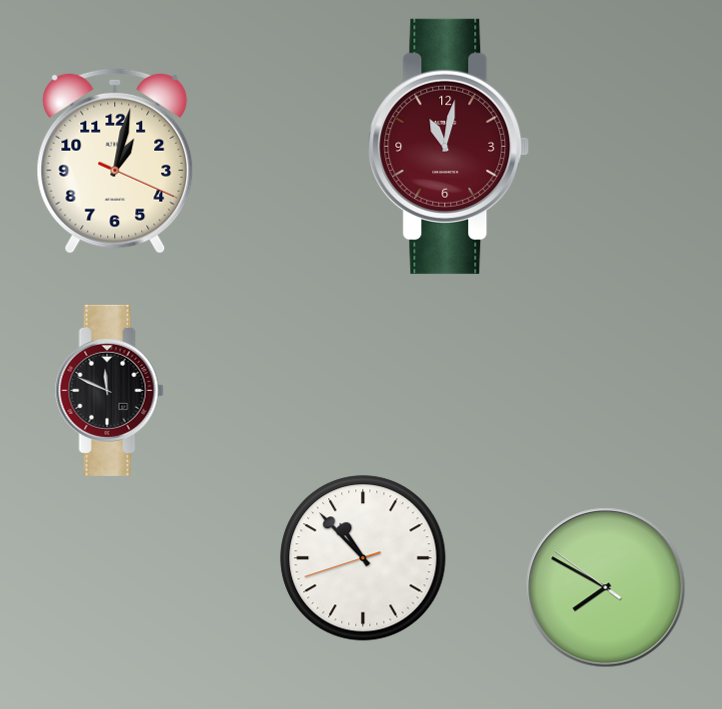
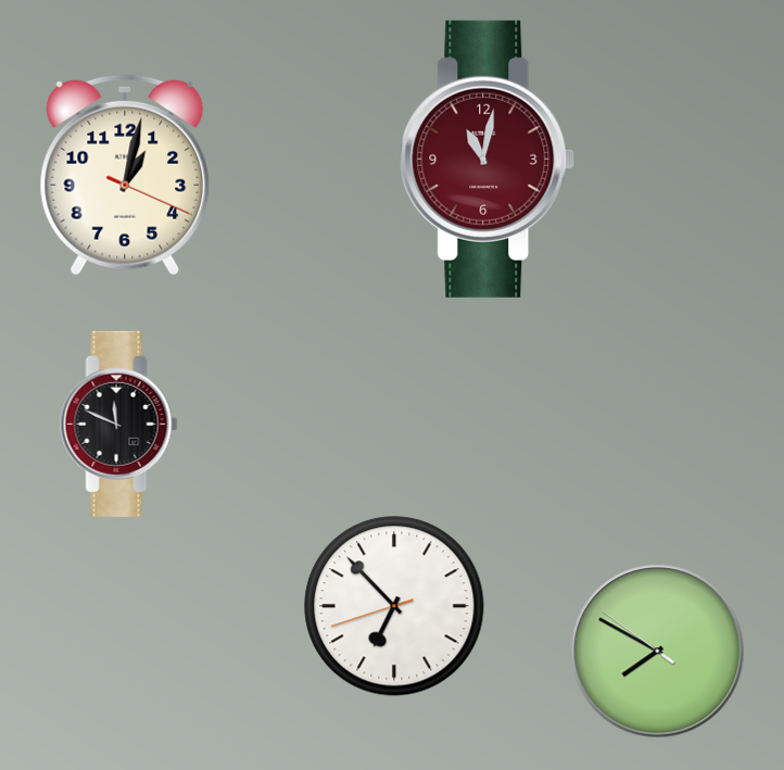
clock at (363, 558): 10:52 -> 6:52
clock at (606, 588) position: (606, 588) -> (658, 652)
